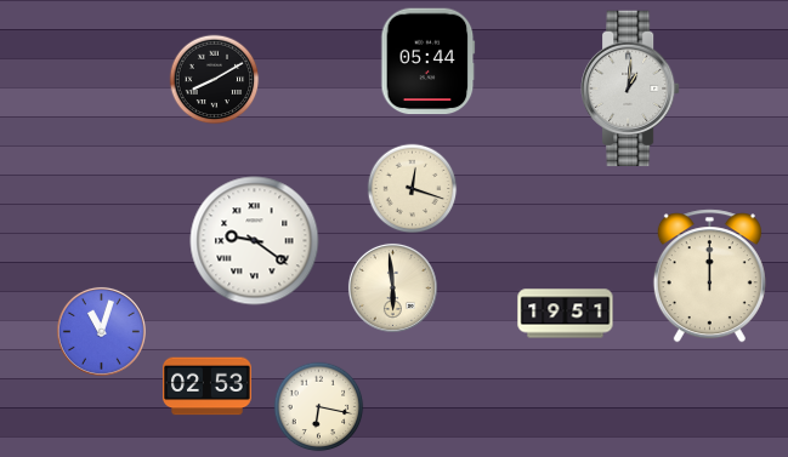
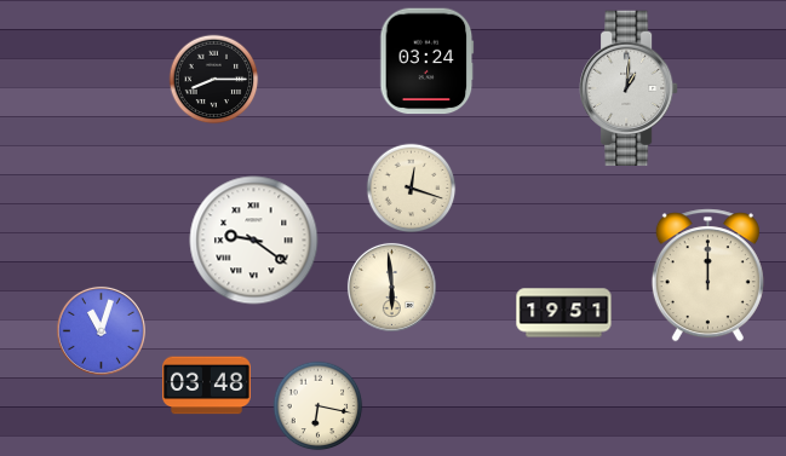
clock at (429, 62): 05:44 -> 03:24
clock at (215, 80): 8:10 -> 8:15
clock at (208, 387): 02:53 -> 03:48
